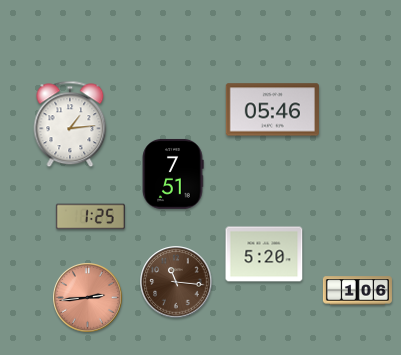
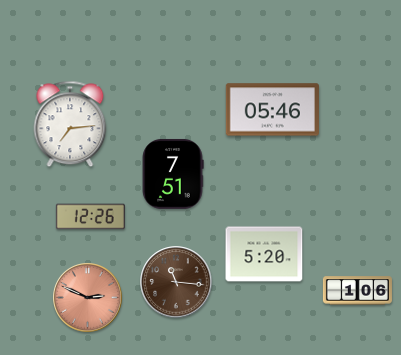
clock at (70, 124): 1:14 -> 7:14
clock at (90, 217): 1:25 -> 12:26
clock at (88, 298): 2:44 -> 2:49
